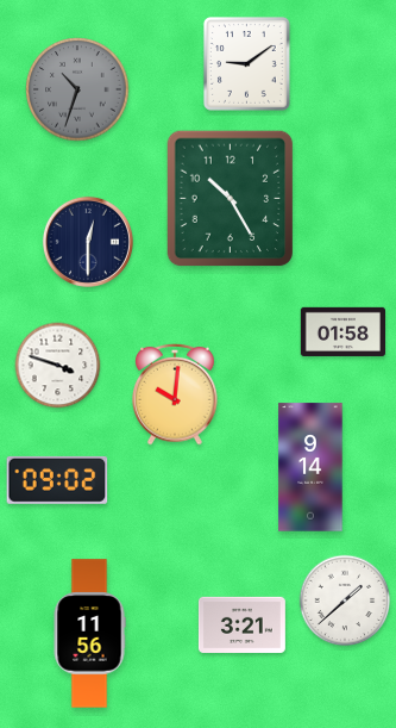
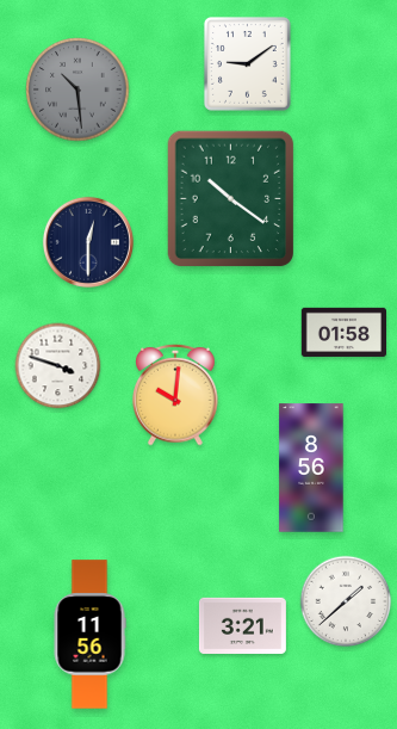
clock at (77, 89): 10:33 -> 10:29
clock at (231, 199): 10:25 -> 10:21
clock at (310, 467): 9:14 -> 8:56
clock at (57, 480): 09:02 -> none
